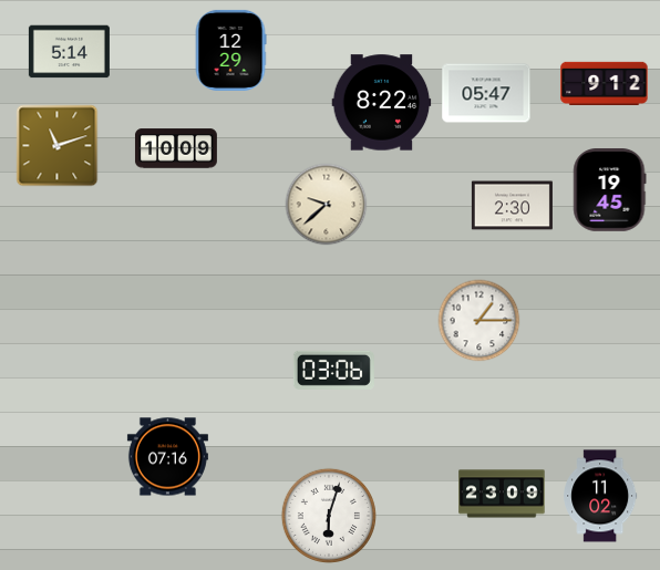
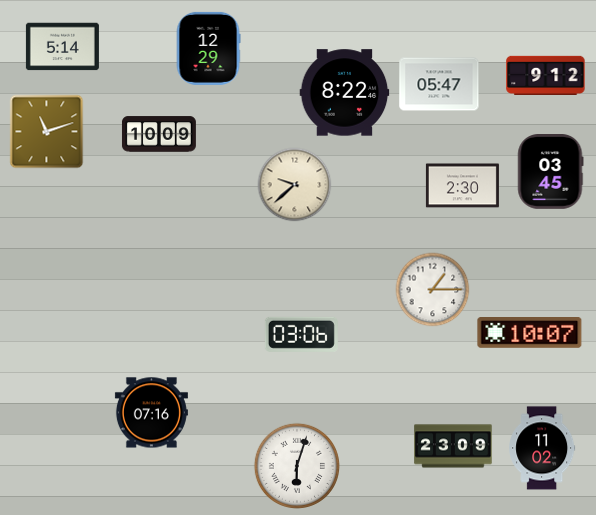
clock at (230, 50) position: (230, 50) -> (208, 48)
clock at (58, 146) position: (58, 146) -> (47, 132)
clock at (610, 190): 19:45 -> 03:45
clock at (530, 333): none -> 10:07
